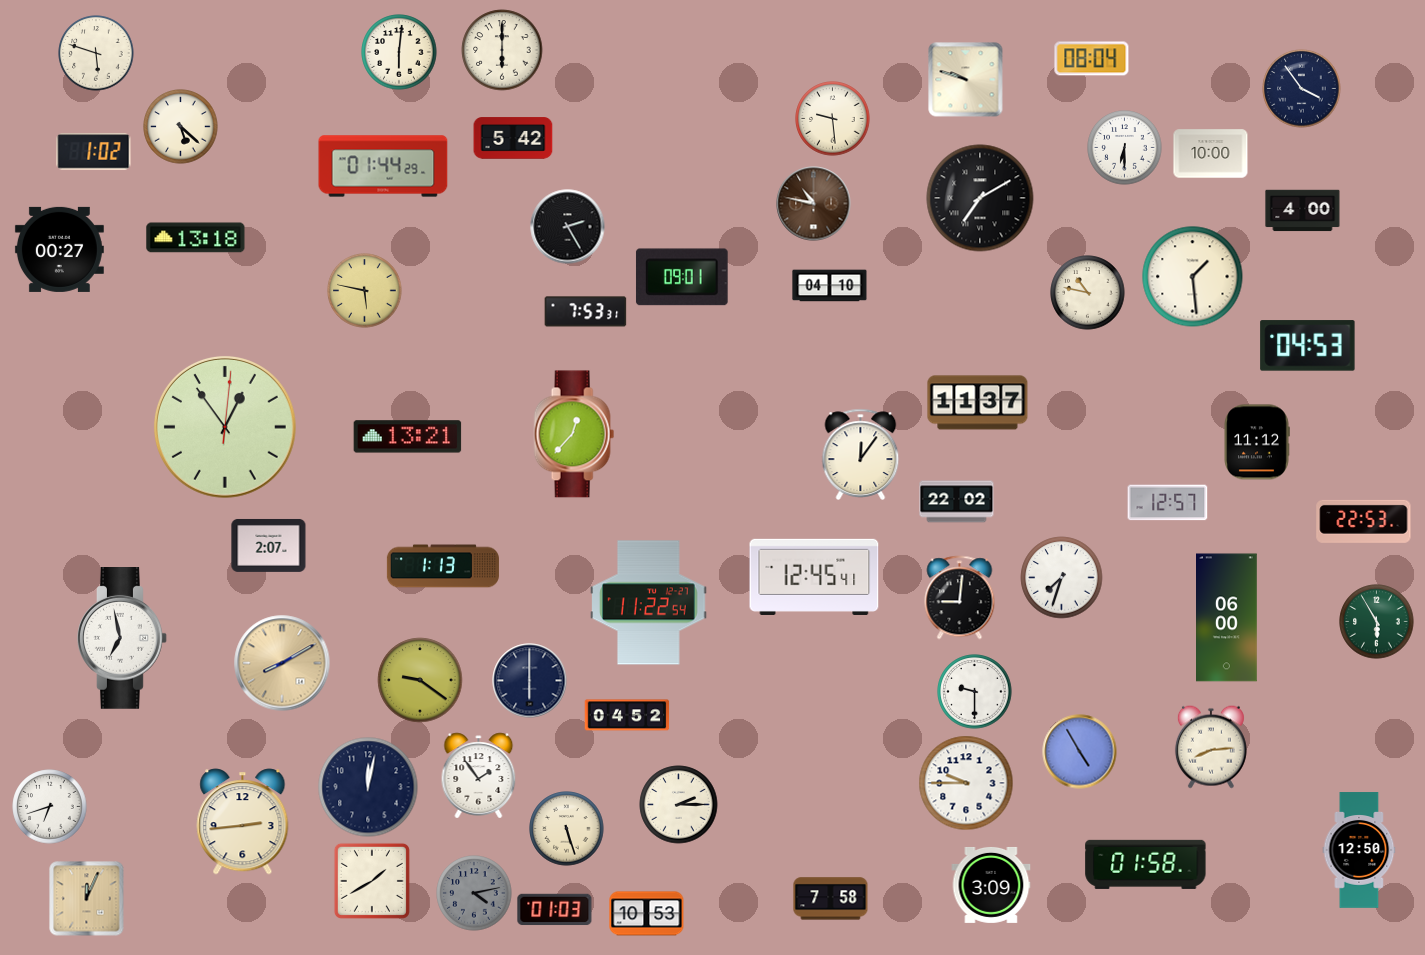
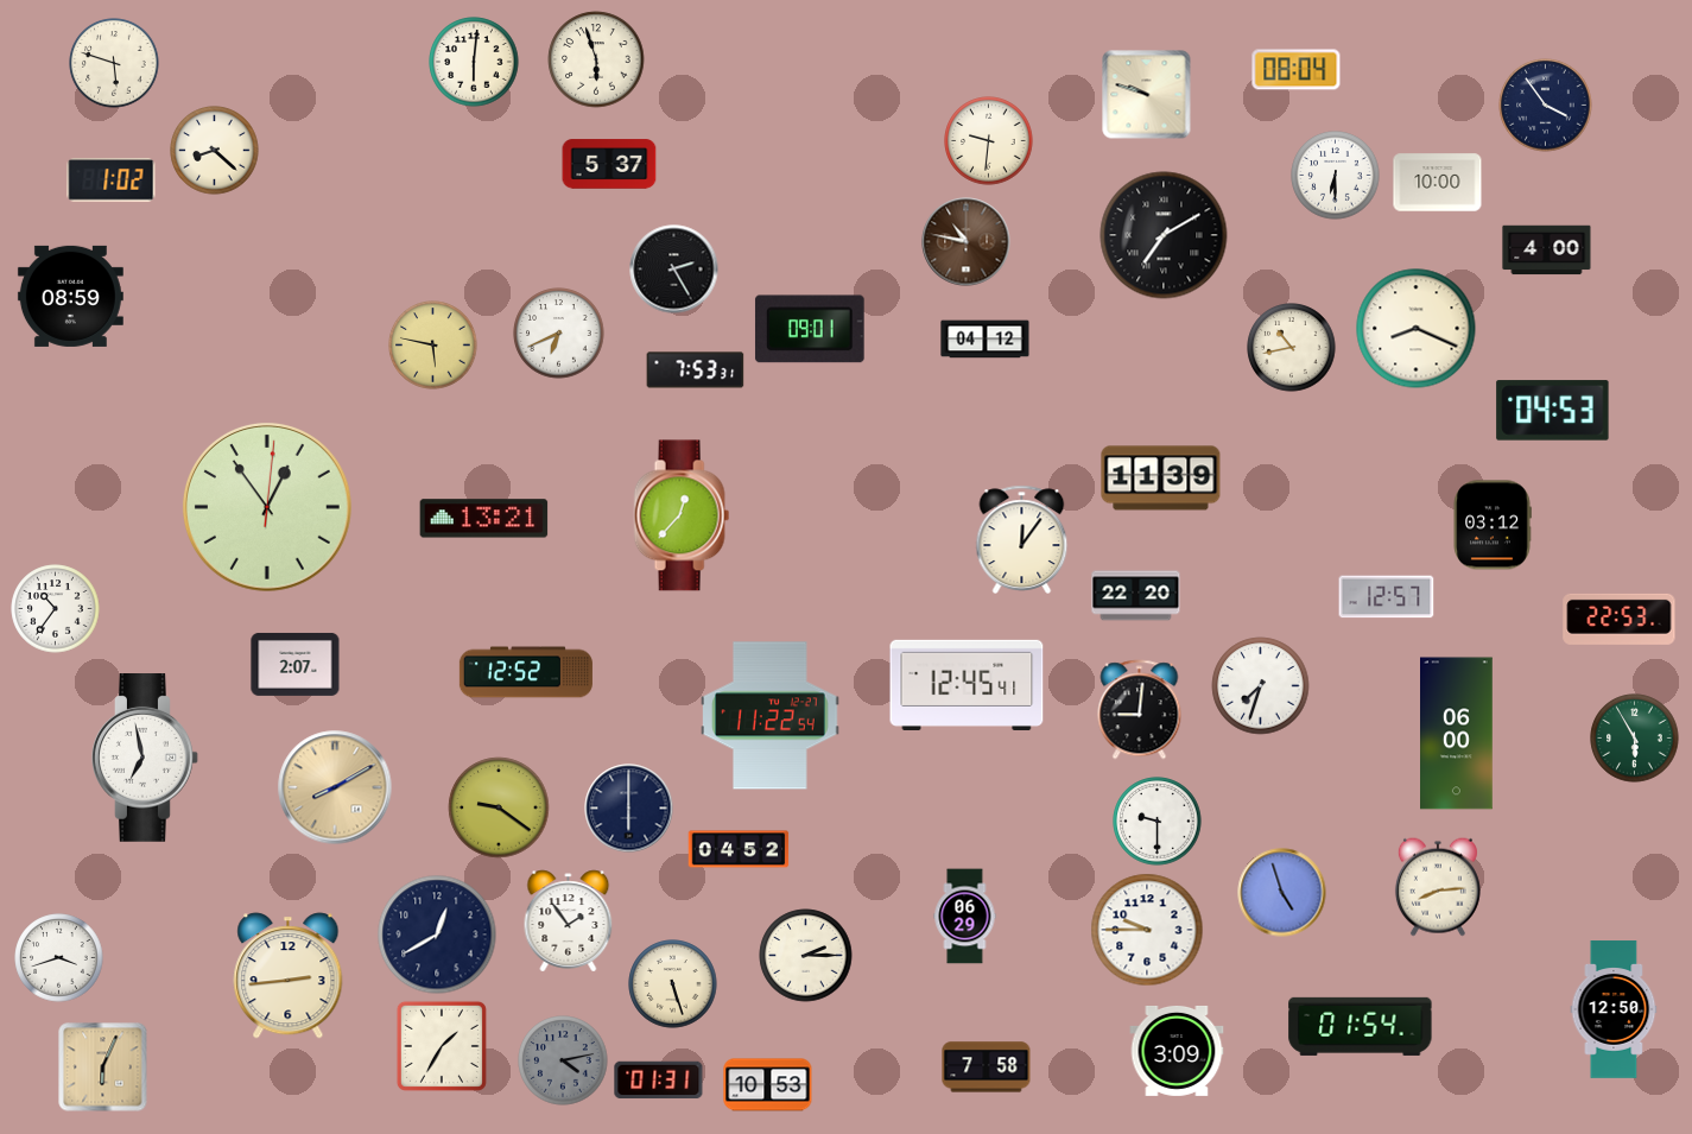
clock at (502, 50): 6:00 -> 5:57
clock at (833, 119): 9:29 -> 9:31
clock at (181, 127): 5:22 -> 8:22
clock at (513, 138): 5:42 -> 5:37
clock at (383, 166): 01:44 -> none
clock at (196, 238): 13:18 -> none
clock at (59, 249): 00:27 -> 08:59
clock at (1193, 277): 1:29 -> 8:19
clock at (559, 334): none -> 6:41
clock at (830, 286): 04:10 -> 04:12
clock at (1088, 293): 10:47 -> 10:43
clock at (978, 403): 11:37 -> 11:39
clock at (1257, 442): 11:12 -> 03:12
clock at (957, 502): 22:02 -> 22:20
clock at (56, 609): none -> 10:36
clock at (269, 545) position: (269, 545) -> (296, 664)
clock at (443, 566): 1:13 -> 12:52
clock at (627, 715) position: (627, 715) -> (739, 849)
clock at (1080, 752): 4:55 -> 4:57
clock at (965, 917): none -> 06:29
clock at (368, 787): 12:02 -> 12:40
clock at (50, 807): 6:42 -> 3:42
clock at (1146, 864): 01:58 -> 01:54
clock at (372, 881): 1:40 -> 1:35
clock at (87, 899): 12:04 -> 6:04
clock at (555, 910): 01:03 -> 01:31
